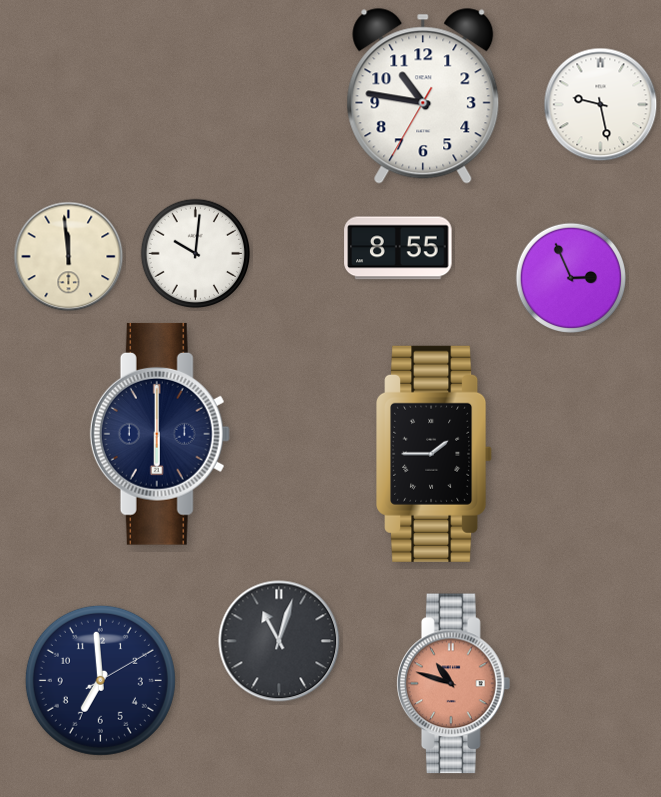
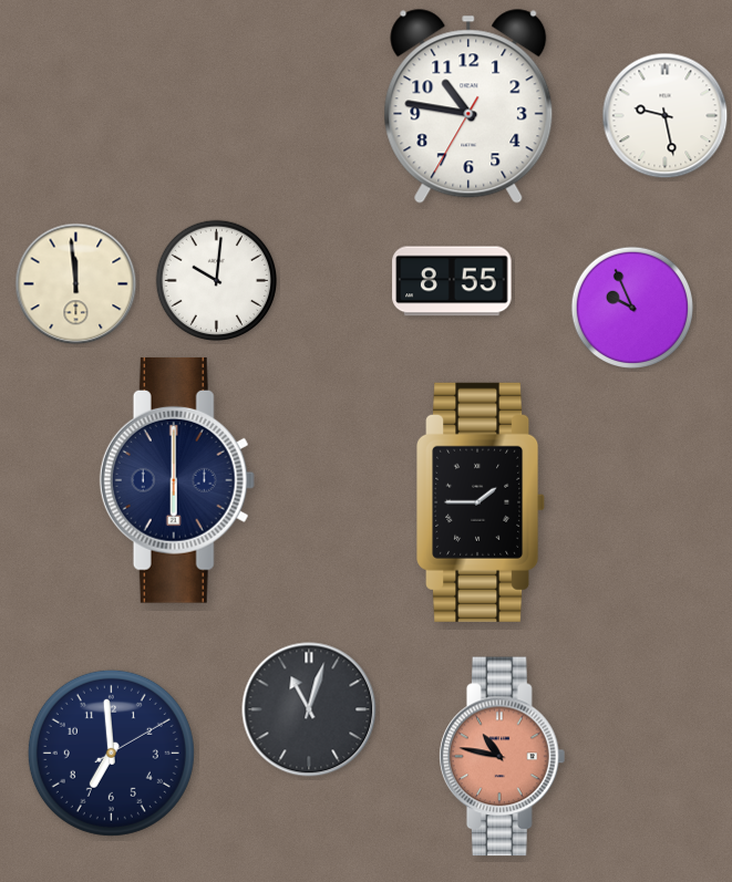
clock at (398, 248) position: (398, 248) -> (452, 281)
clock at (570, 277): 2:56 -> 9:56
clock at (454, 684): 10:48 -> 10:47
